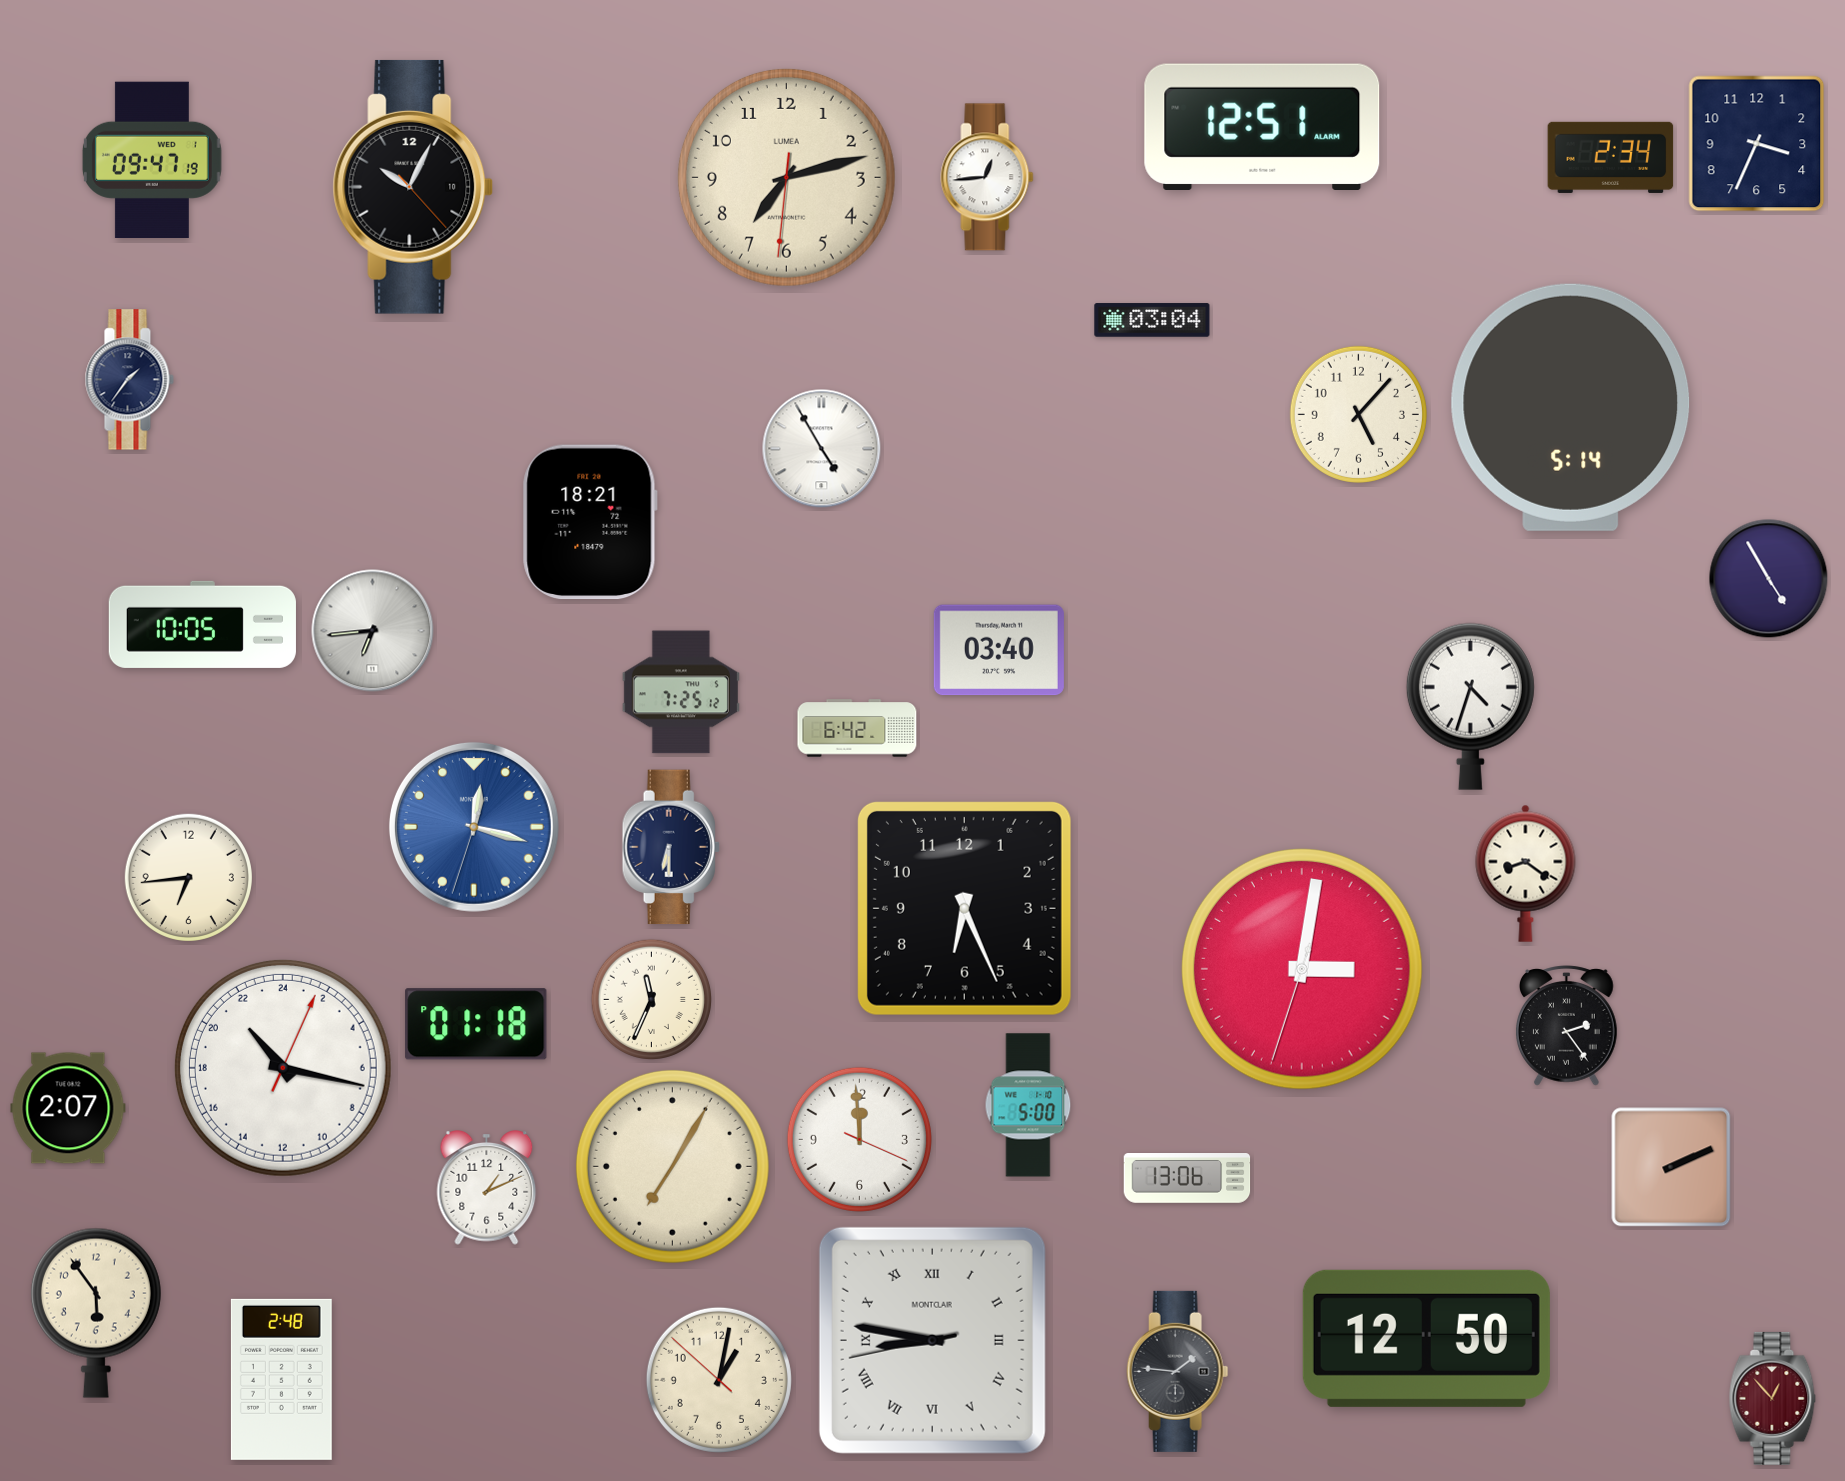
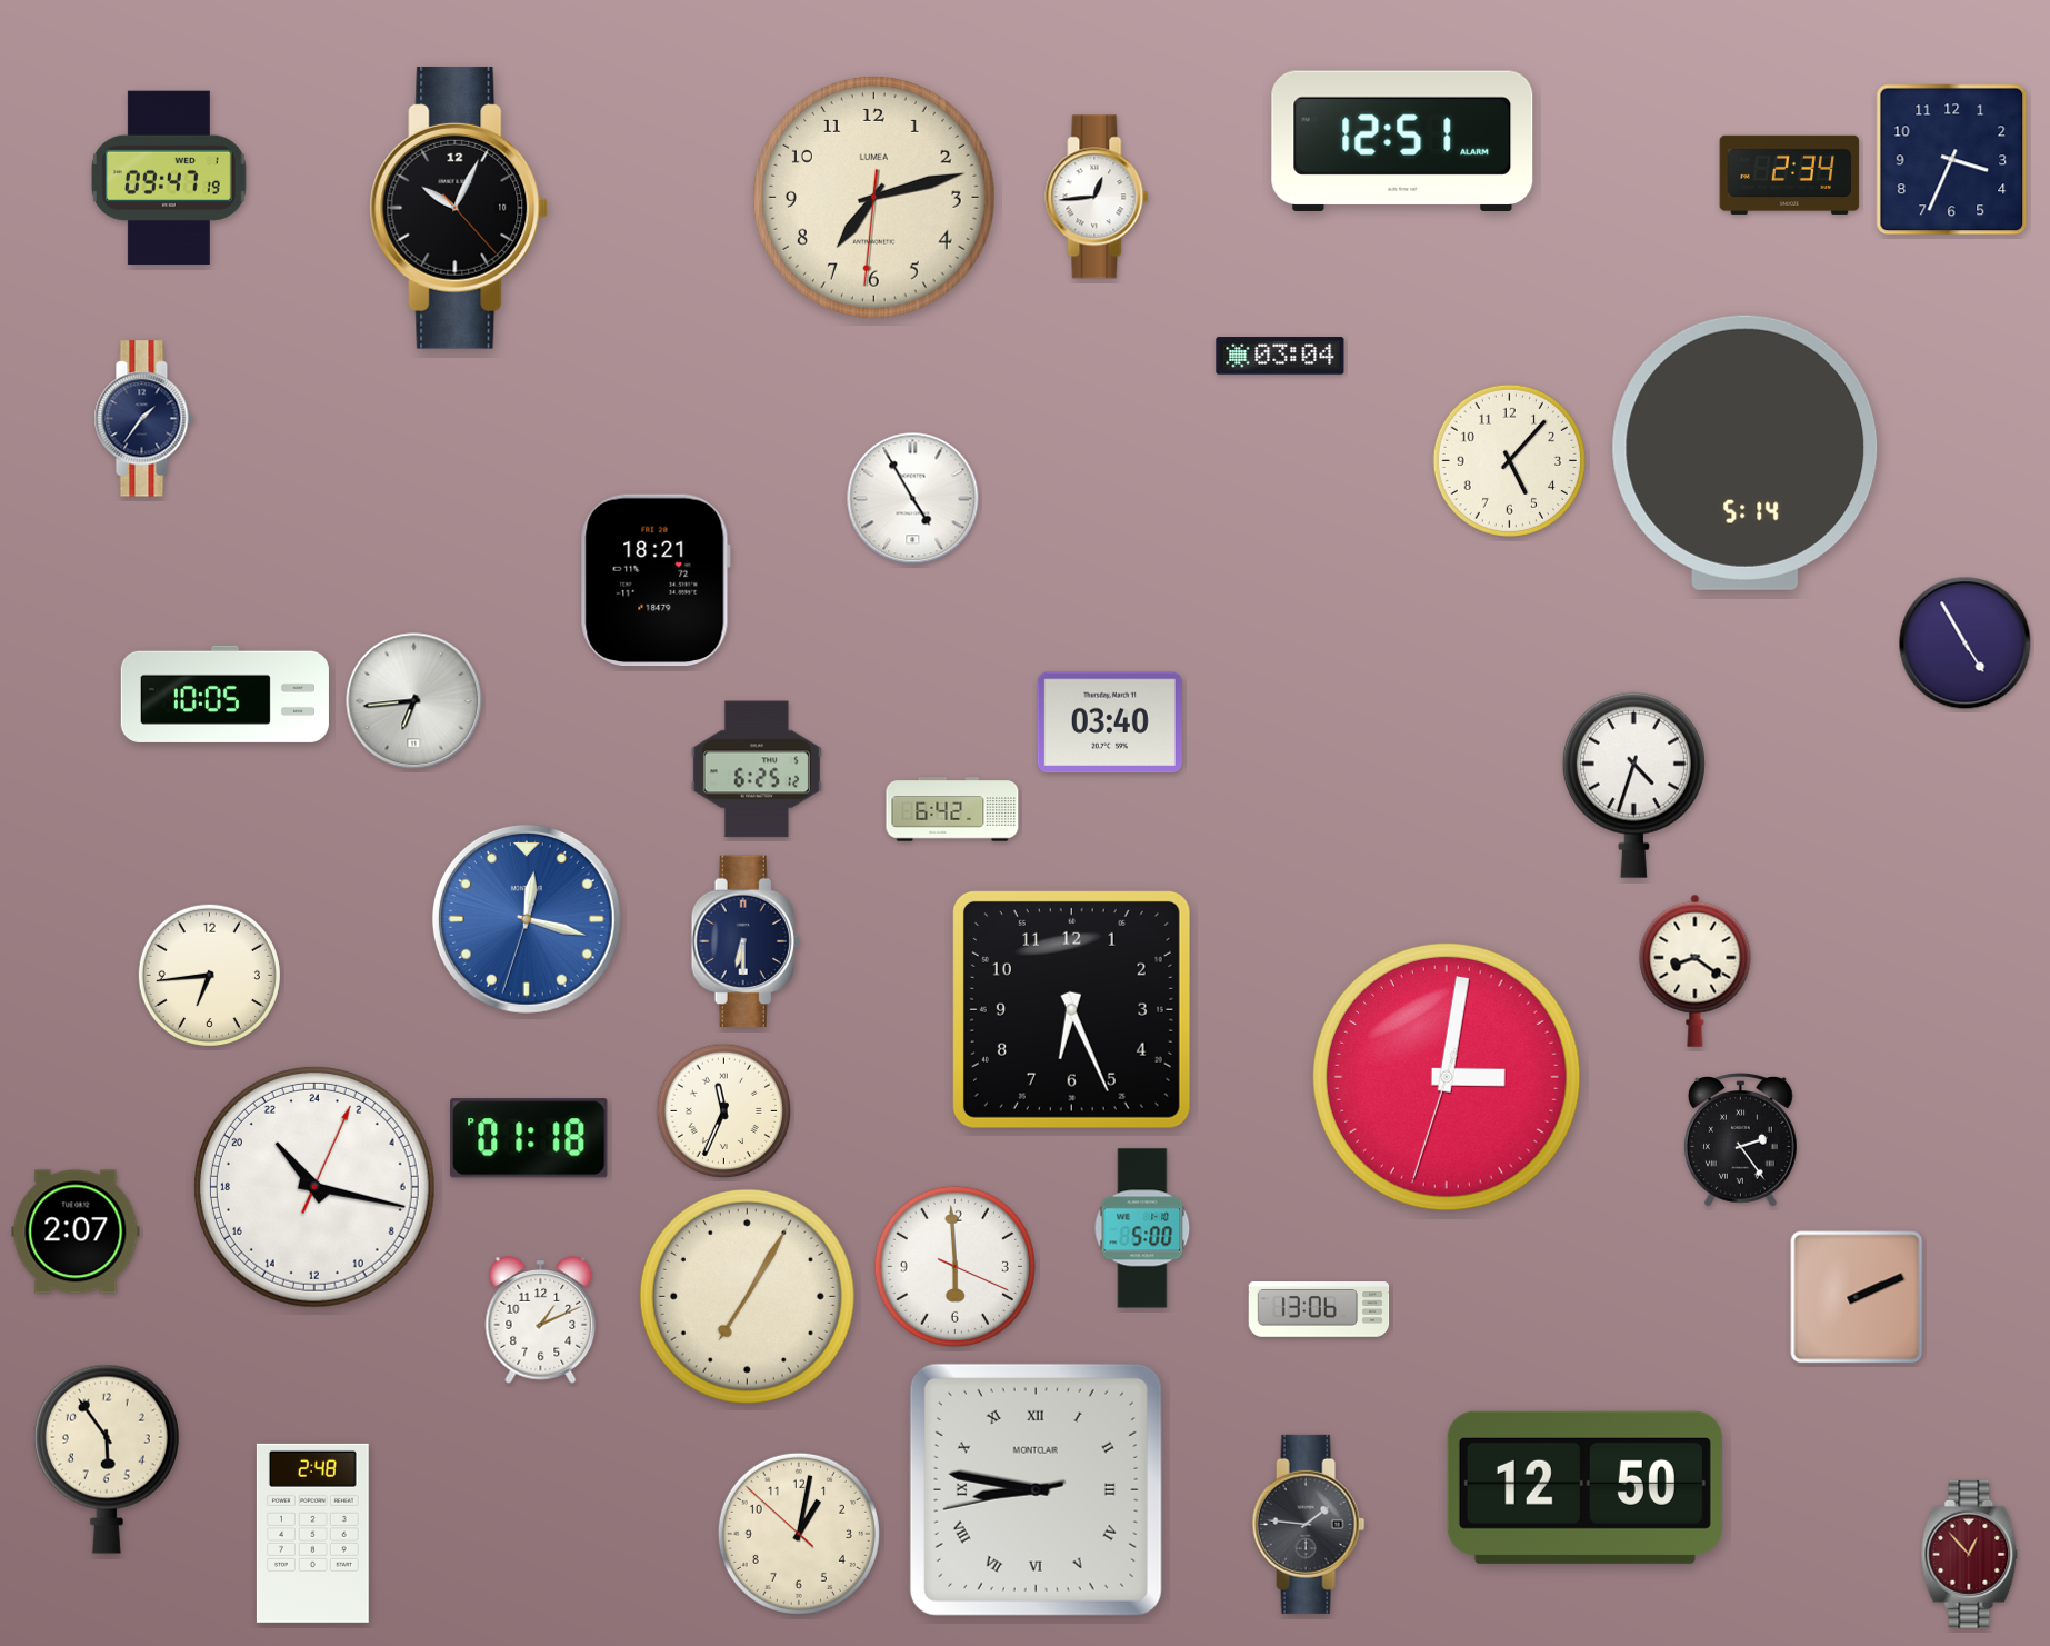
clock at (129, 380) position: (129, 380) -> (143, 419)
clock at (681, 692): 7:25 -> 6:25
clock at (859, 1139): 11:59 -> 5:59
